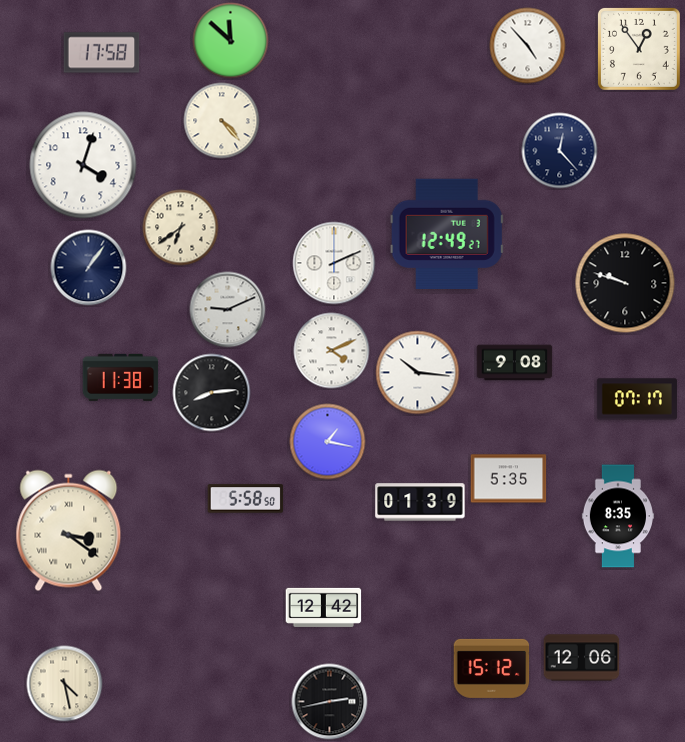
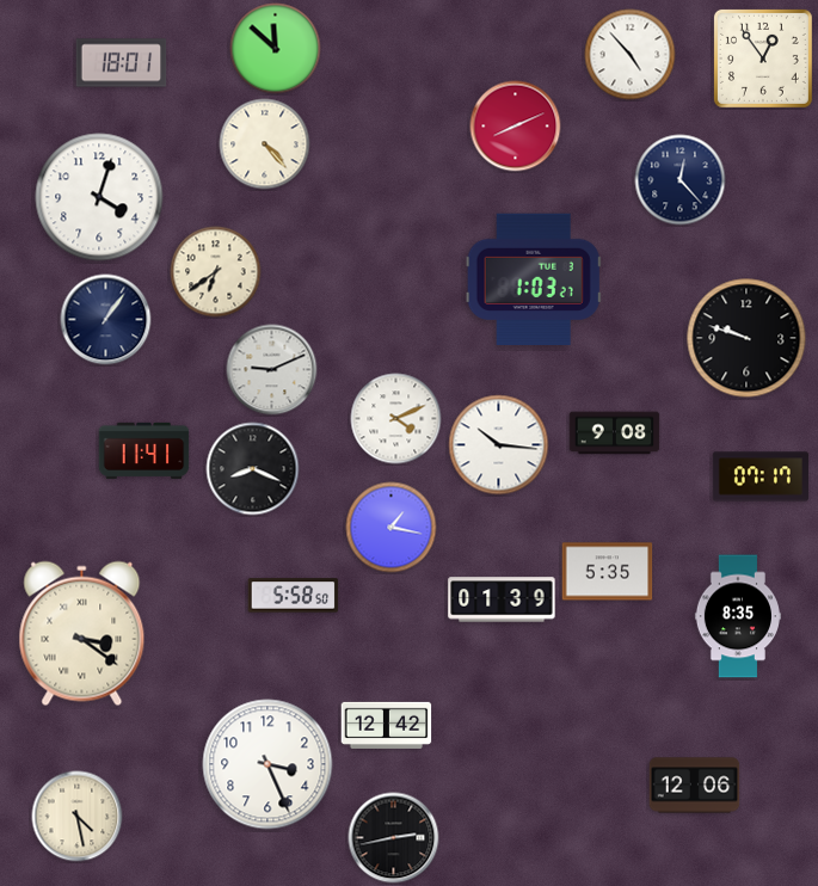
clock at (102, 53): 17:58 -> 18:01
clock at (516, 127): none -> 8:11
clock at (560, 151) position: (560, 151) -> (681, 180)
clock at (447, 234): 12:49 -> 1:03
clock at (334, 263): 2:11 -> none
clock at (121, 377): 11:38 -> 11:41
clock at (212, 393): 8:14 -> 8:19
clock at (267, 764): none -> 3:26
clock at (492, 668): 15:12 -> none
